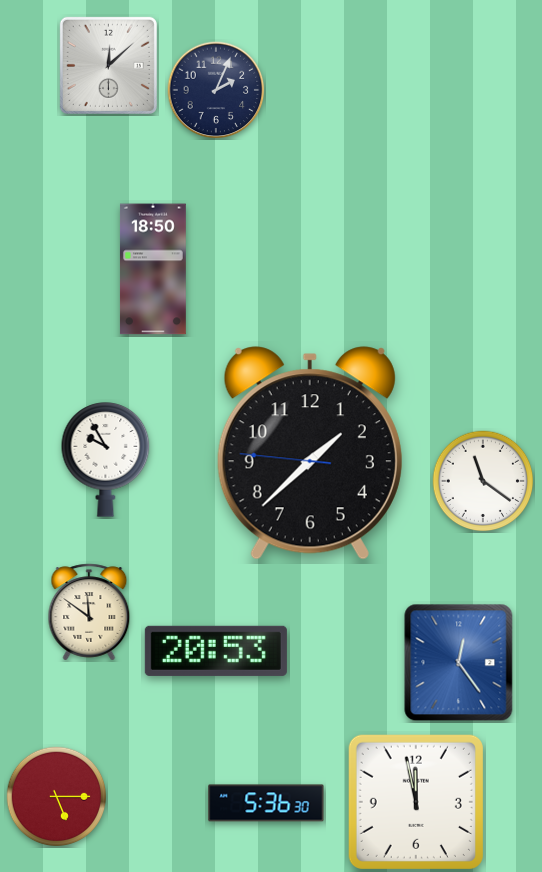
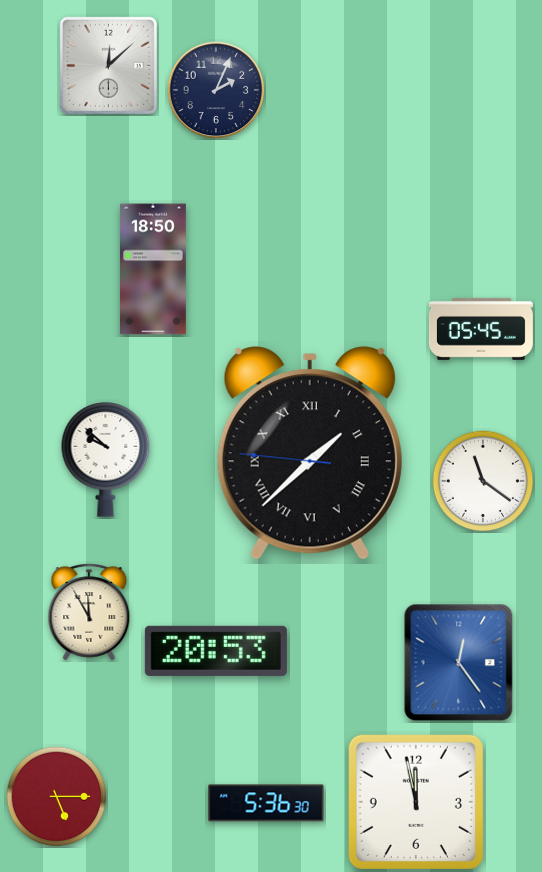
clock at (481, 329): none -> 05:45
clock at (310, 453) numerals: Arabic -> Roman
clock at (106, 460): 9:55 -> 9:52
clock at (89, 612): 11:51 -> 11:55
